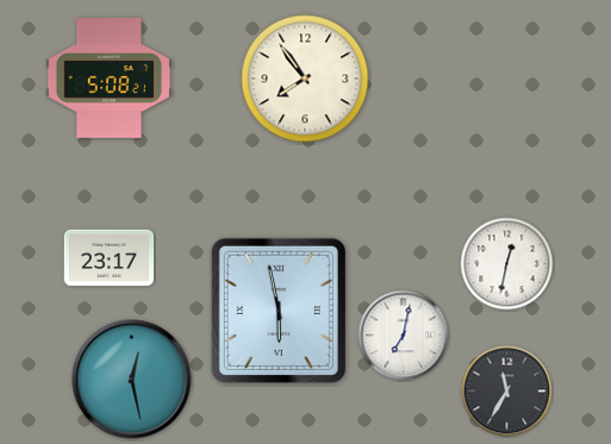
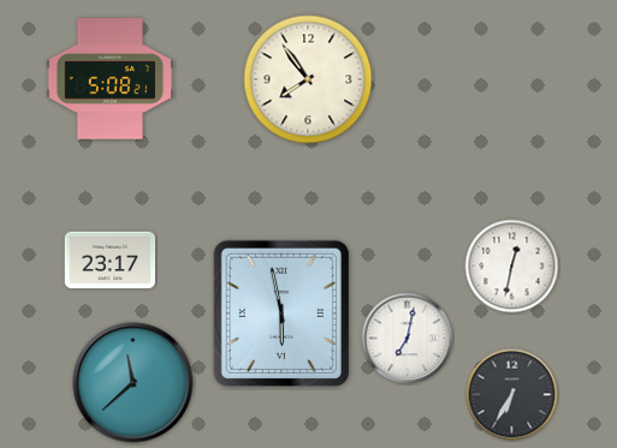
clock at (132, 380): 12:28 -> 11:38
clock at (507, 392): 11:35 -> 6:35
